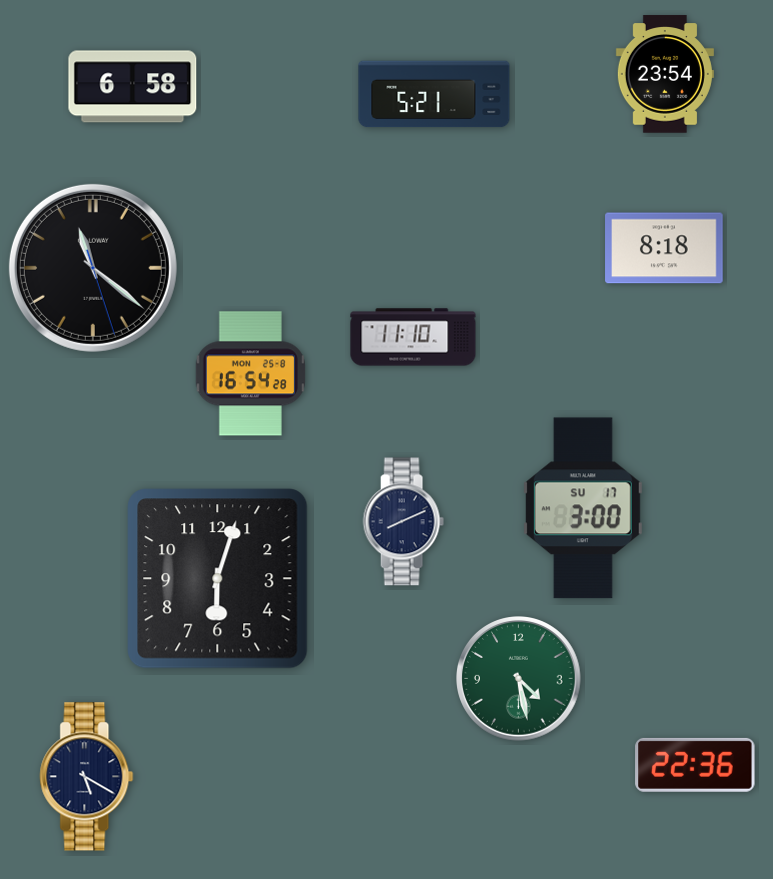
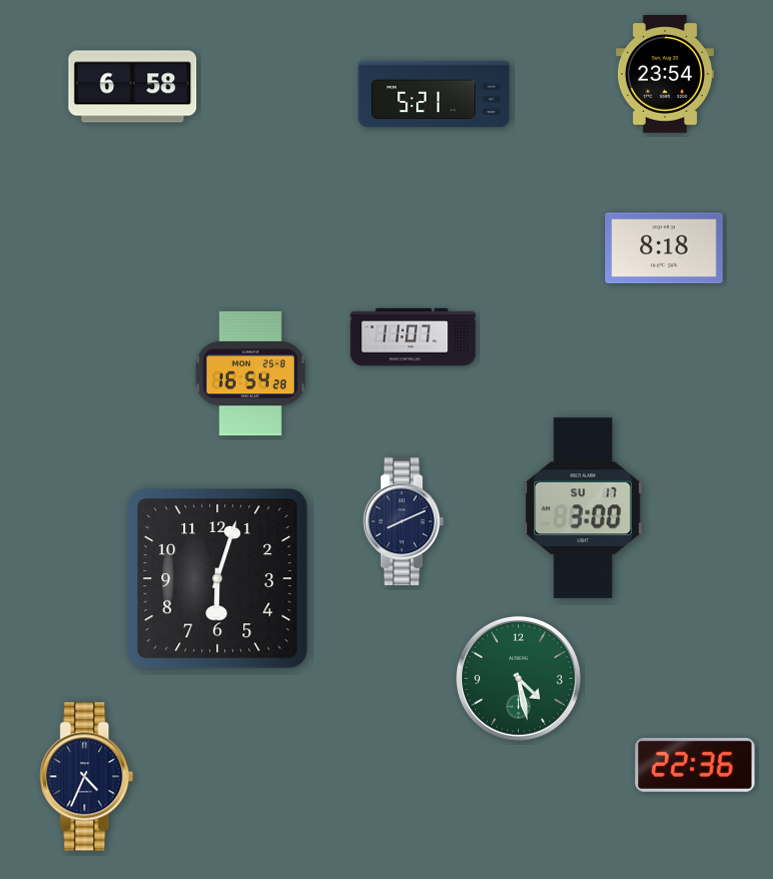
clock at (93, 268): 11:21 -> none
clock at (413, 337): 11:10 -> 11:07
clock at (87, 777): 5:20 -> 4:34
